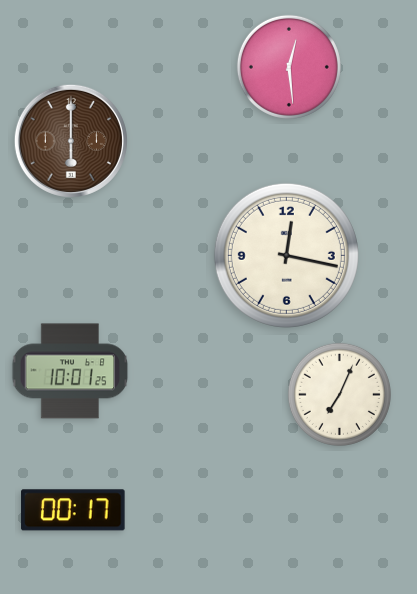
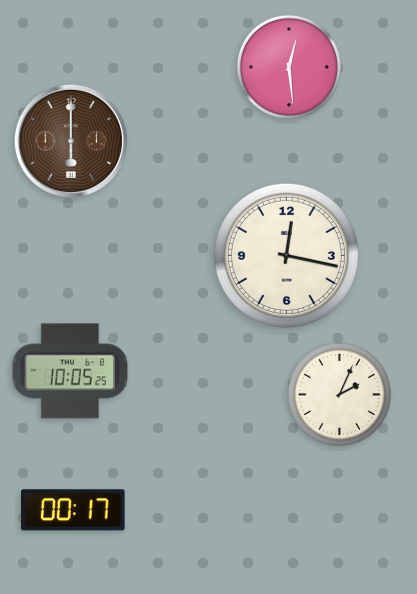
clock at (70, 371): 10:01 -> 10:05
clock at (339, 394): 7:04 -> 2:04
